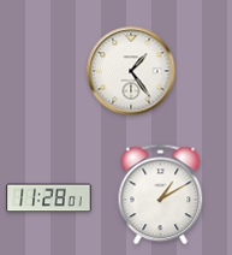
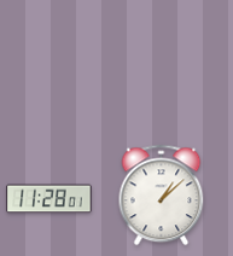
clock at (131, 71): 1:24 -> none
clock at (161, 195): 1:10 -> 1:08
